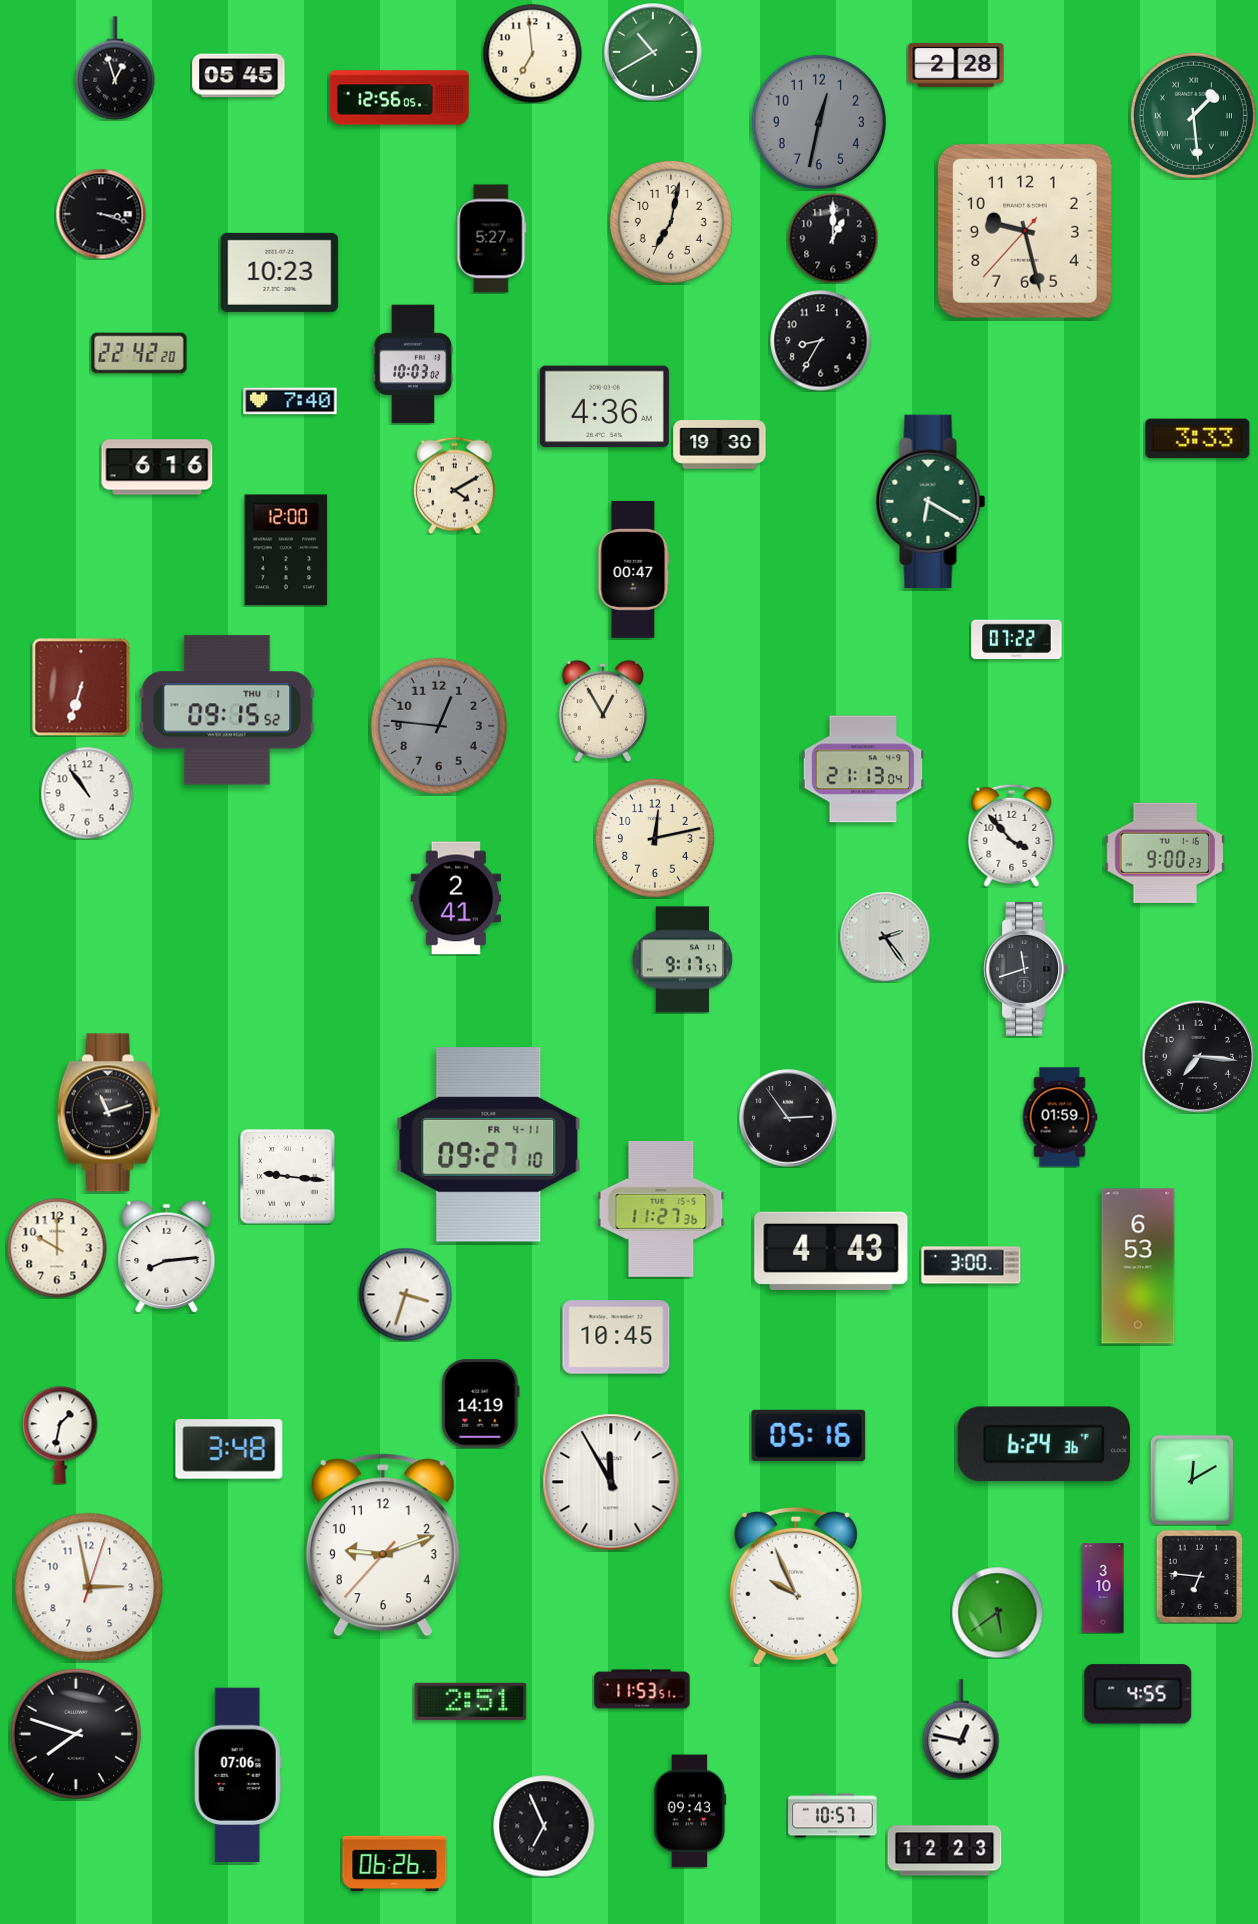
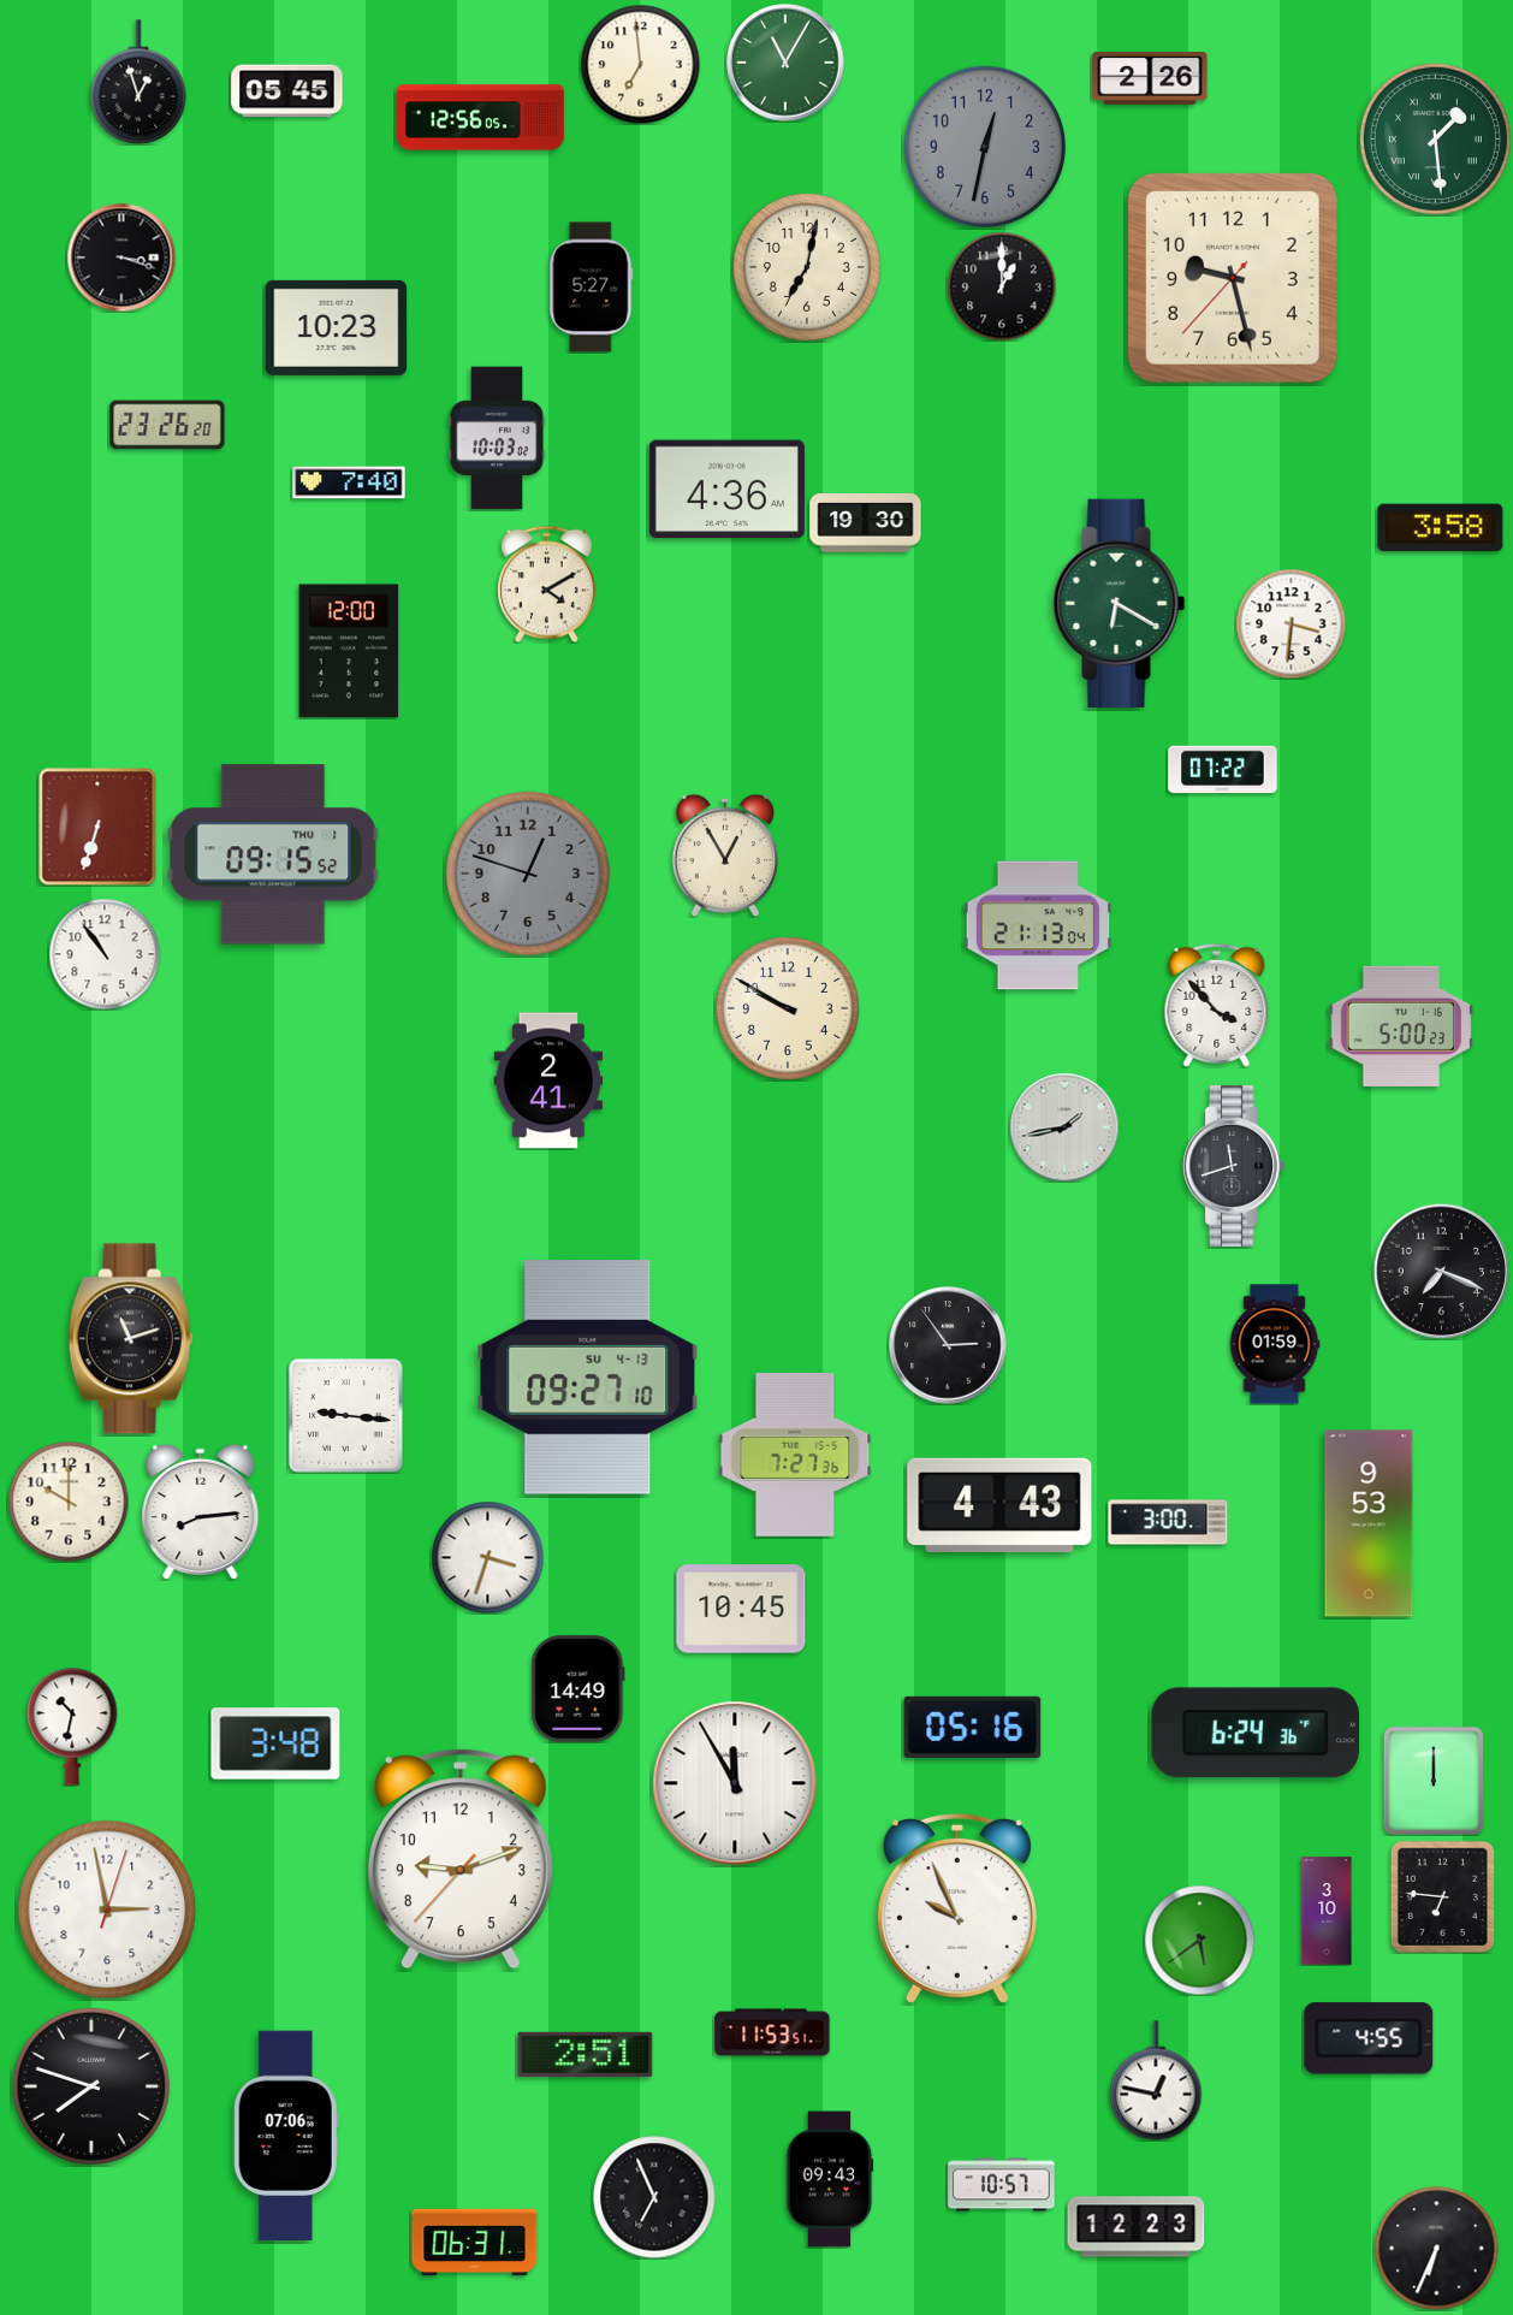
clock at (653, 52): 10:40 -> 11:05
clock at (956, 66): 2:28 -> 2:26
clock at (821, 341): 8:35 -> none
clock at (139, 353): 22:42 -> 23:26
clock at (1198, 439): 3:33 -> 3:58
clock at (720, 445) position: (720, 445) -> (866, 523)
clock at (157, 467): 6:16 -> none
clock at (1290, 623): none -> 3:31
clock at (286, 550) position: (286, 550) -> (349, 651)
clock at (634, 570): 00:47 -> none
clock at (439, 726): 12:46 -> 12:48
clock at (655, 838): 12:13 -> 9:50
clock at (1165, 853): 9:00 -> 5:00
clock at (885, 937): 2:24 -> 1:43
clock at (683, 960): 9:17 -> none
clock at (1198, 1056): 7:16 -> 7:19
clock at (489, 1145) date: FR 4-11 -> SU 4-13
clock at (661, 1209): 11:27 -> 7:27
clock at (1138, 1266): 6:53 -> 9:53
clock at (481, 1404): 14:19 -> 14:49
clock at (60, 1435): 1:32 -> 10:32
clock at (1043, 1444) position: (1043, 1444) -> (1254, 1733)
clock at (1191, 1479): 12:10 -> 12:00
clock at (471, 1701) position: (471, 1701) -> (586, 2054)
clock at (395, 1864): 06:26 -> 06:31
clock at (1437, 2249): none -> 6:34
